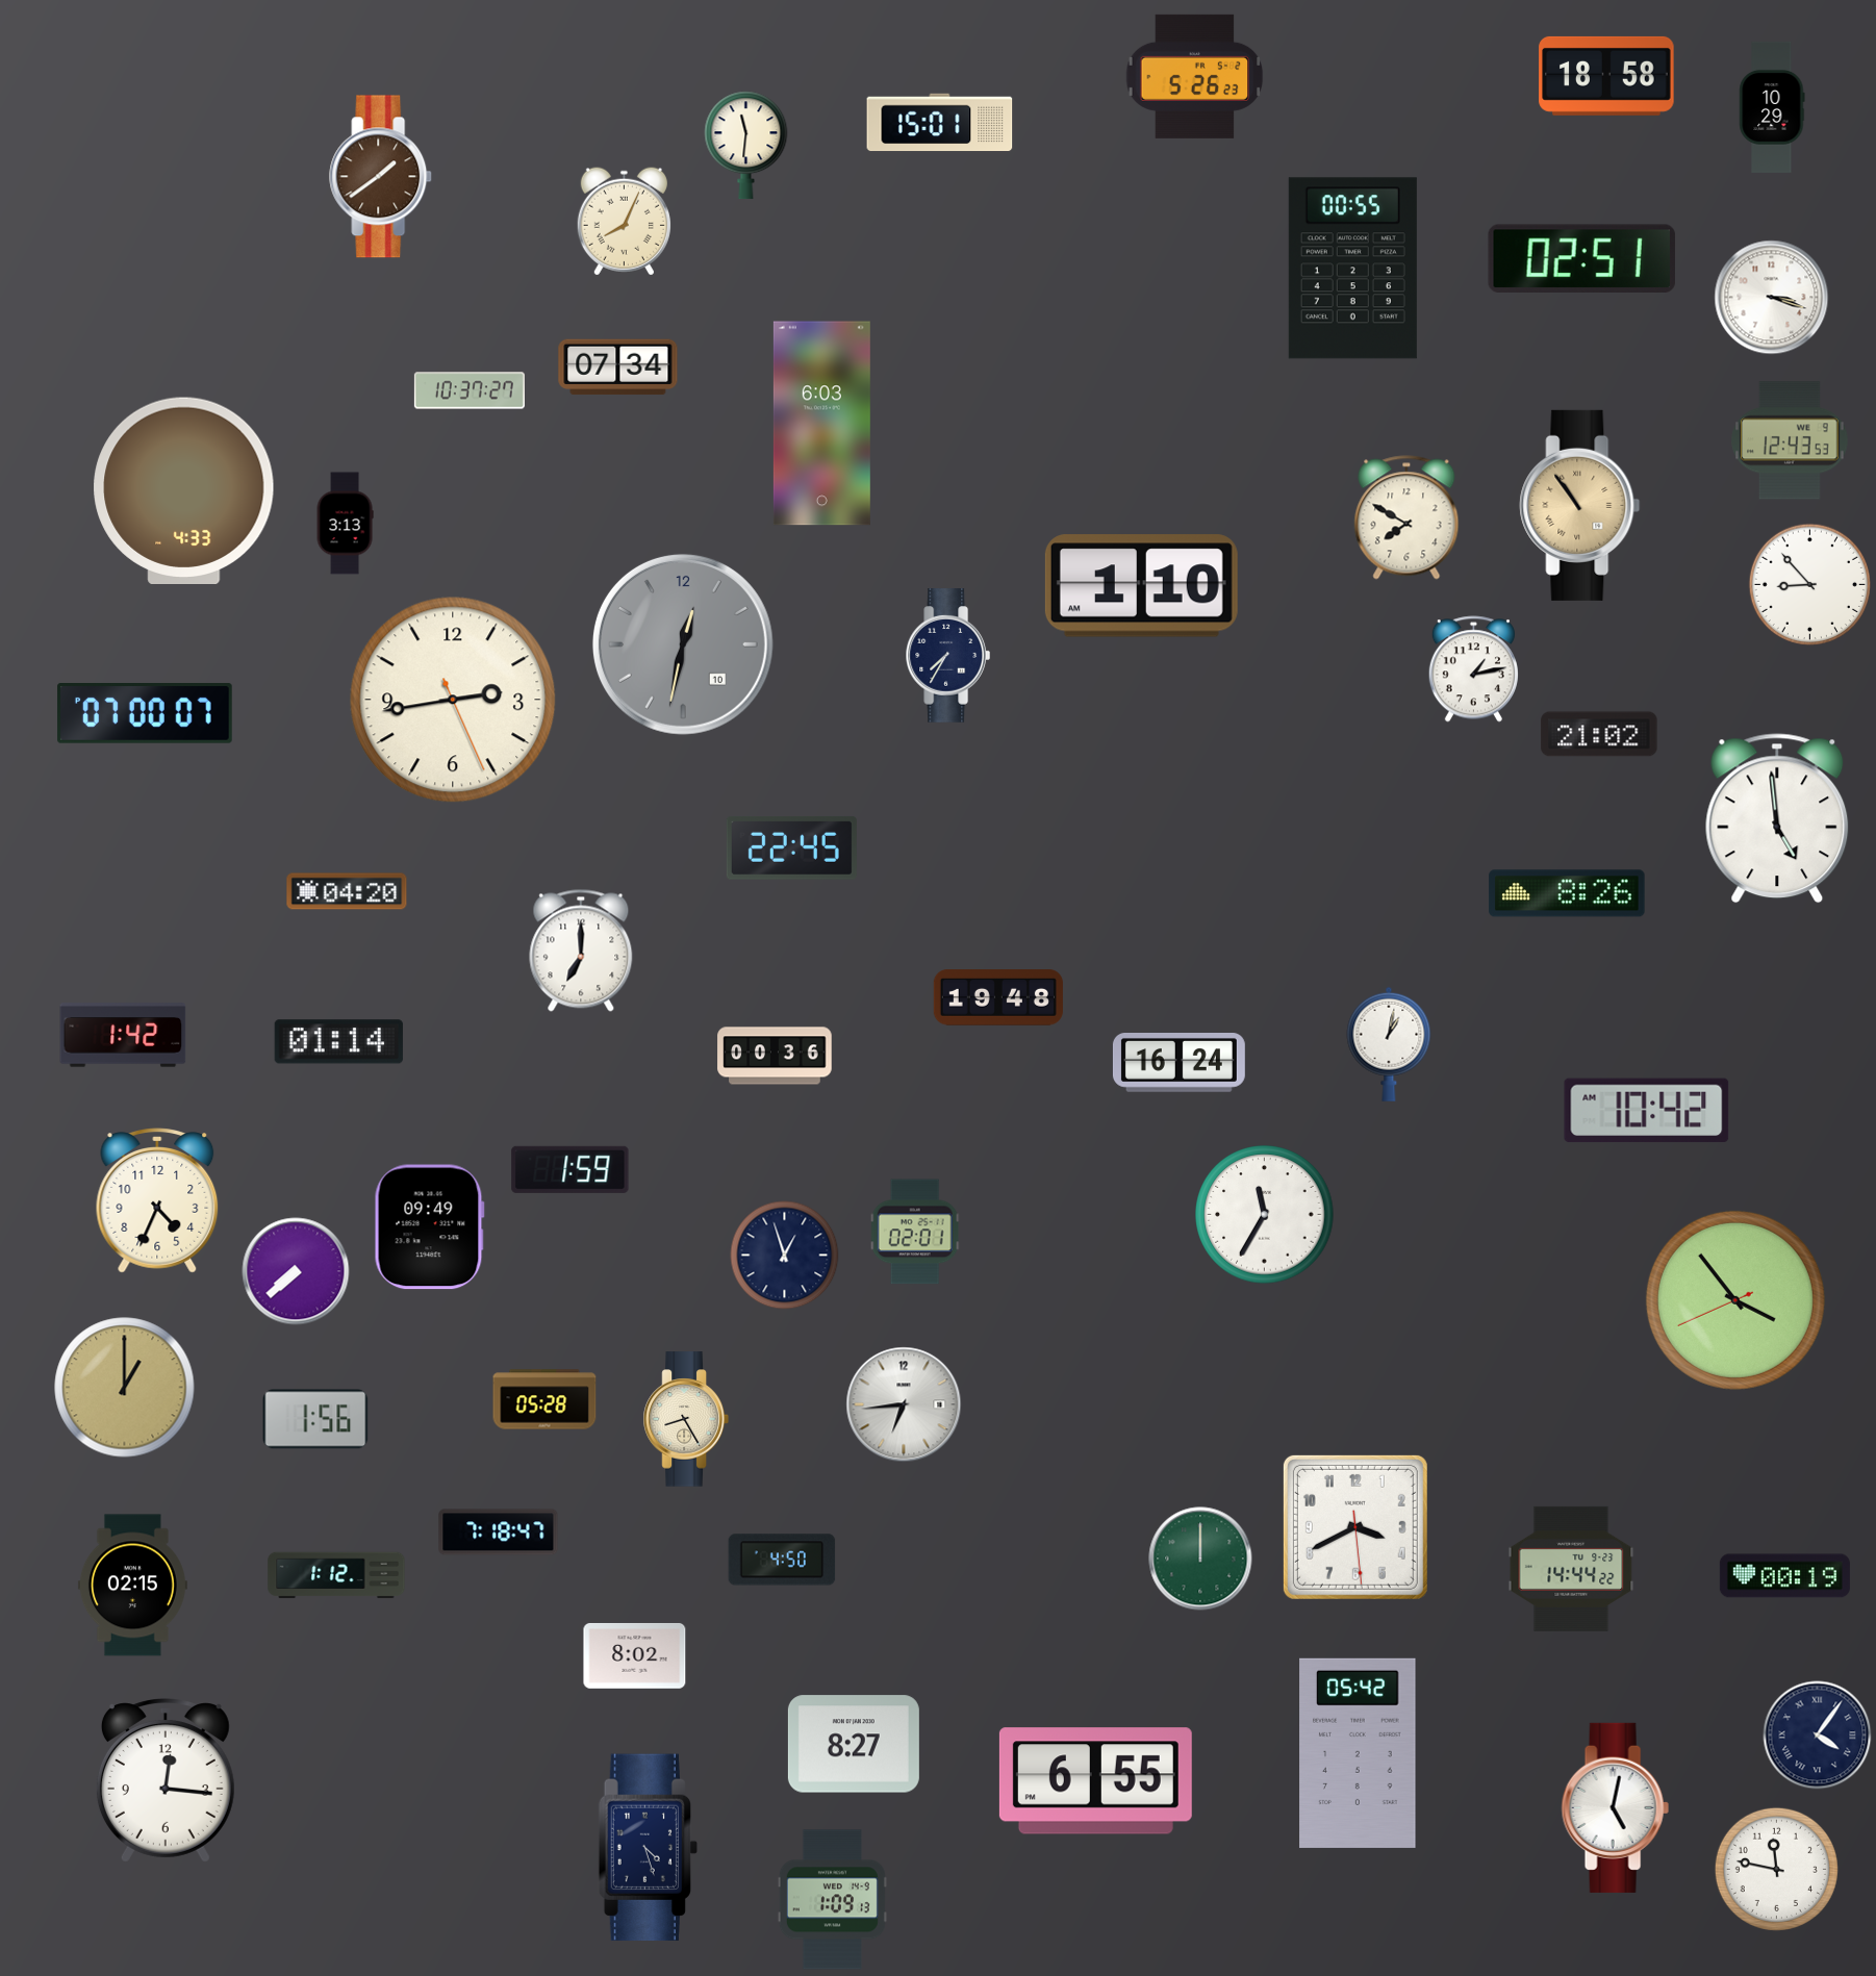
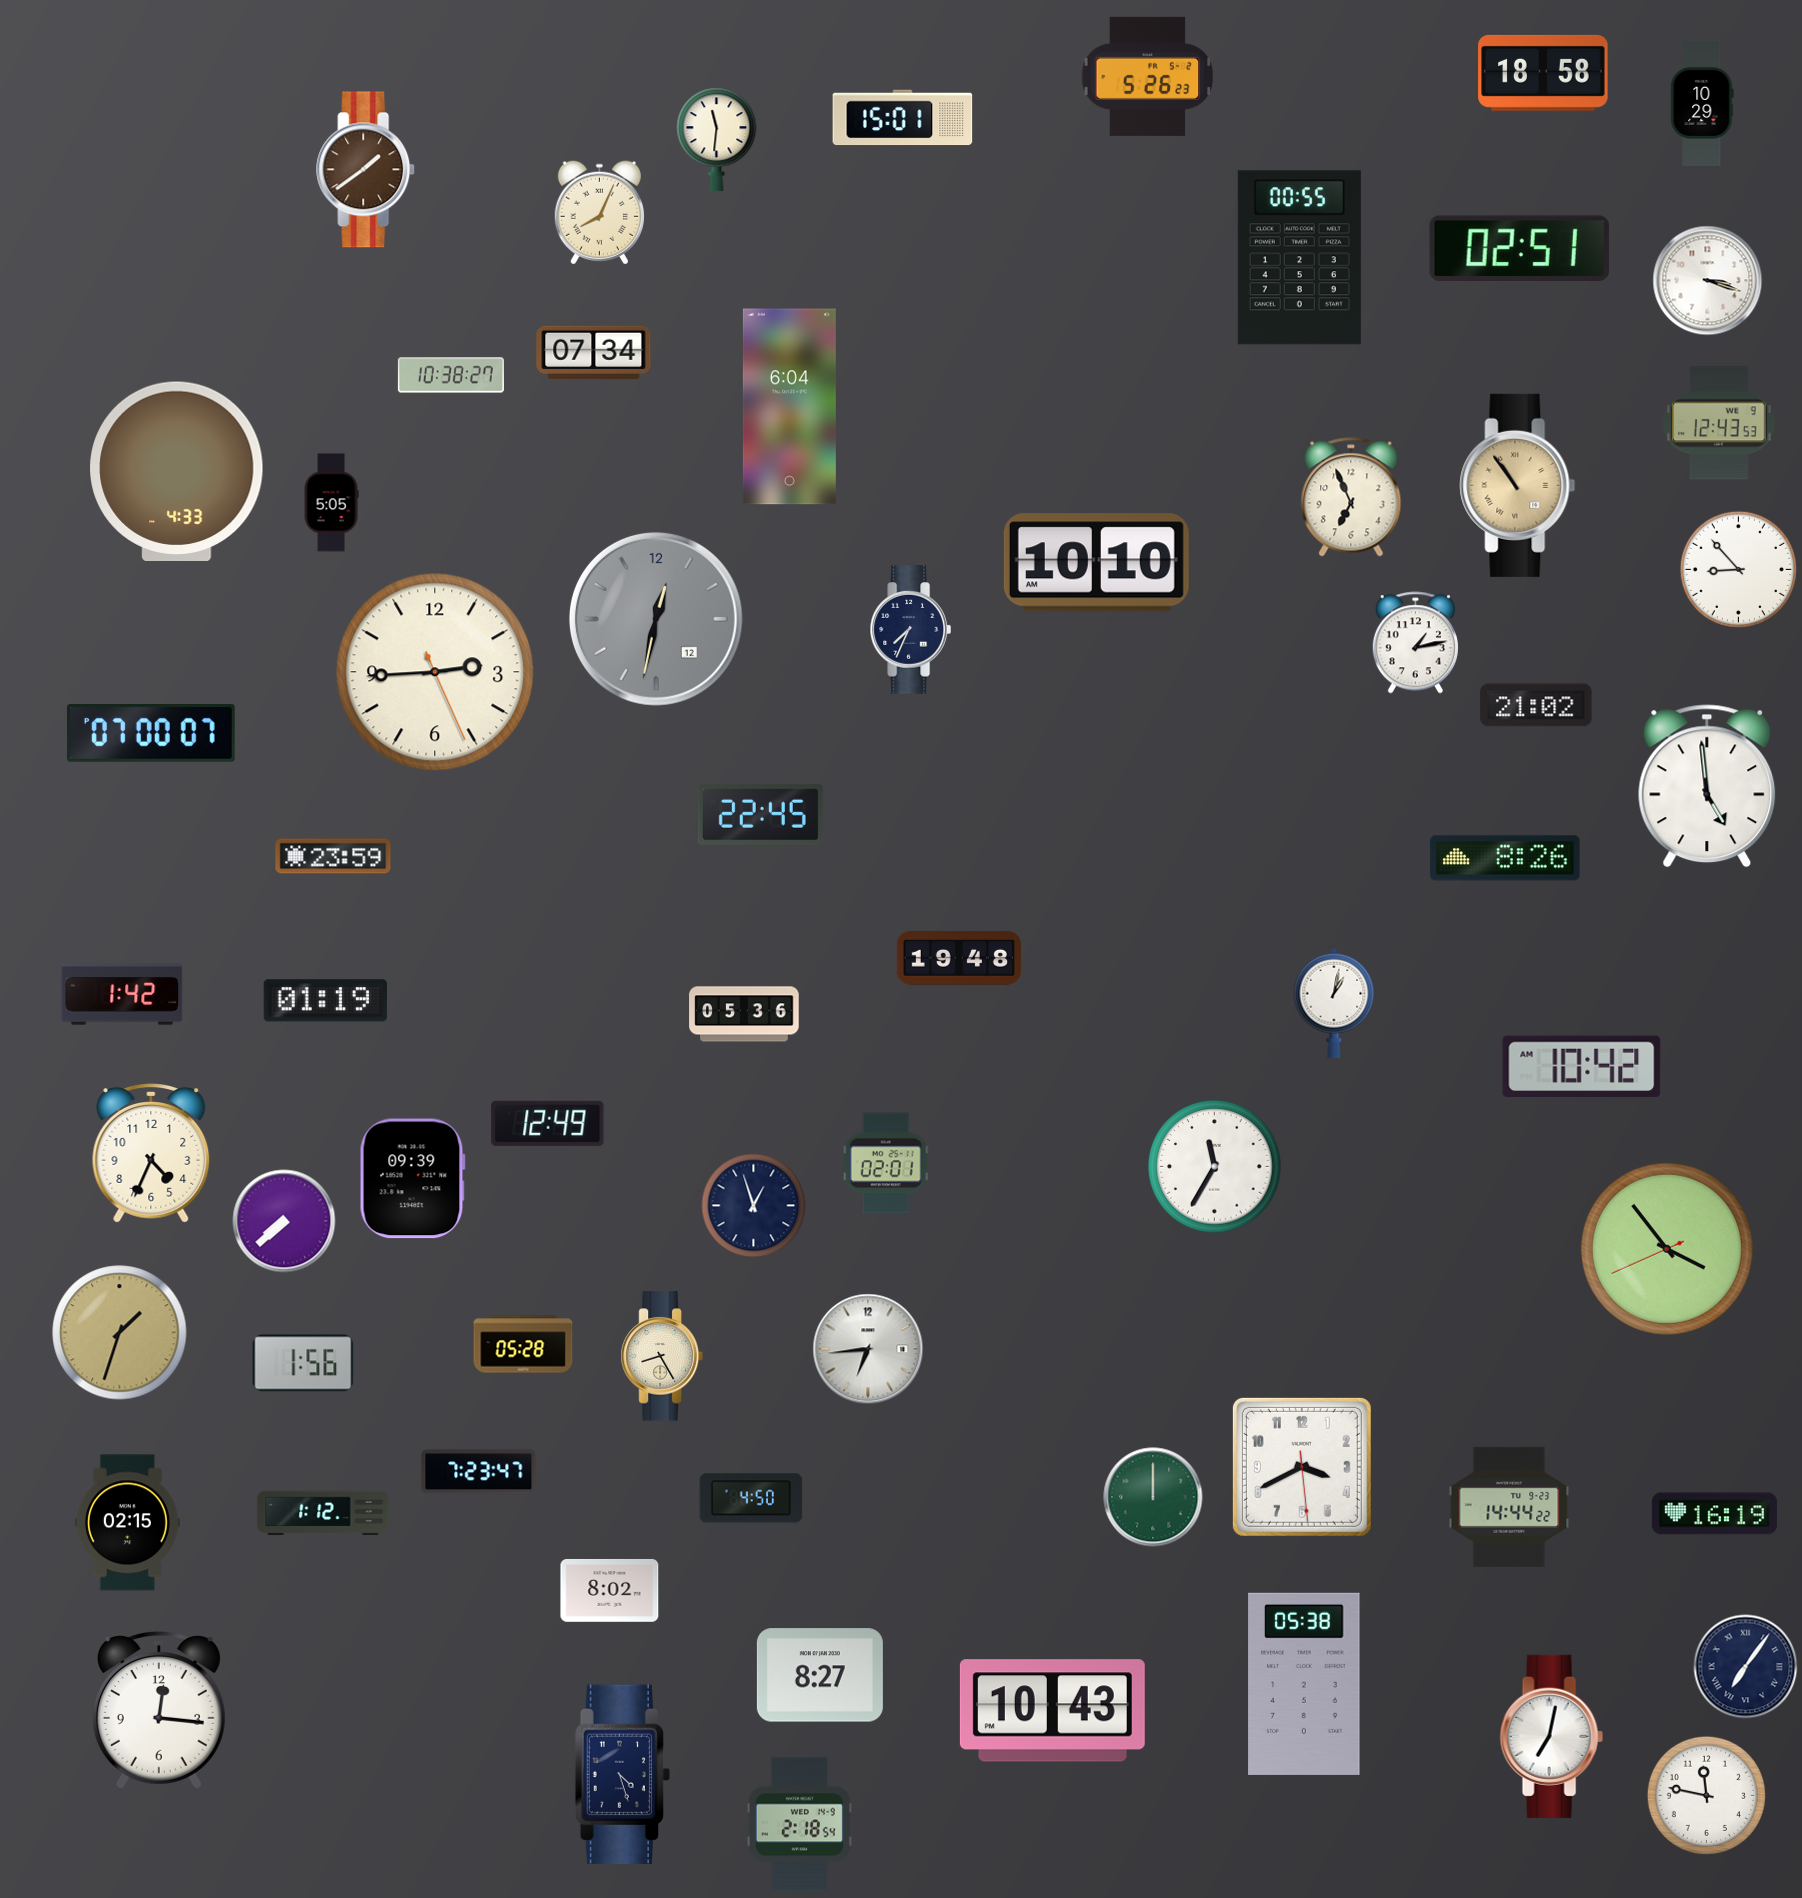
clock at (1195, 76) position: (1195, 76) -> (1148, 76)
clock at (1772, 298) position: (1772, 298) -> (1708, 281)
clock at (470, 390): 10:37 -> 10:38
clock at (821, 424): 6:03 -> 6:04
clock at (1406, 517): 7:50 -> 6:56
clock at (345, 524): 3:13 -> 5:05
clock at (1809, 584) position: (1809, 584) -> (1738, 569)
clock at (1141, 586): 1:10 -> 10:10
clock at (683, 644) date: 10 -> 12
clock at (947, 656): 7:35 -> 7:34
clock at (453, 700): 2:43 -> 2:44
clock at (145, 714) position: (145, 714) -> (151, 734)
clock at (347, 891): 04:20 -> 23:59
clock at (581, 951): 7:00 -> none
clock at (123, 1035) position: (123, 1035) -> (122, 994)
clock at (338, 1042): 01:14 -> 01:19
clock at (775, 1056): 00:36 -> 05:36
clock at (1178, 1063): 16:24 -> none
clock at (571, 1169): 1:59 -> 12:49
clock at (429, 1227): 09:49 -> 09:39
clock at (915, 1232) position: (915, 1232) -> (886, 1163)
clock at (125, 1388): 1:00 -> 1:33
clock at (686, 1419) position: (686, 1419) -> (662, 1356)
clock at (499, 1532): 7:18 -> 7:23
clock at (1784, 1576): 00:19 -> 16:19
clock at (1818, 1736): 4:06 -> 7:06
clock at (1358, 1753): 05:42 -> 05:38
clock at (1095, 1781): 6:55 -> 10:43
clock at (1615, 1807): 5:02 -> 7:02
clock at (832, 1900): 1:09 -> 2:18
